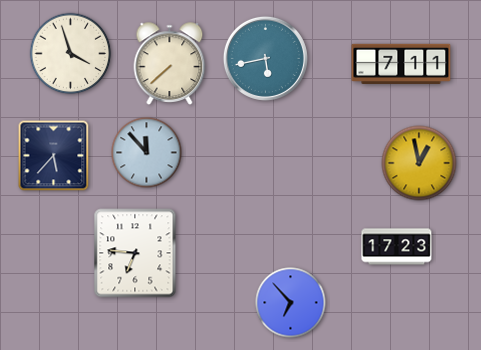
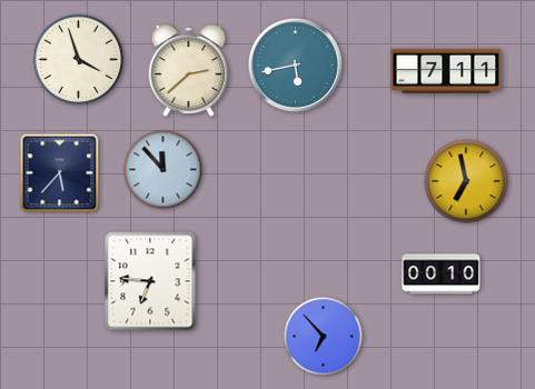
clock at (170, 64): 7:38 -> 2:38
clock at (419, 163): 12:58 -> 6:58
clock at (397, 247): 17:23 -> 00:10
